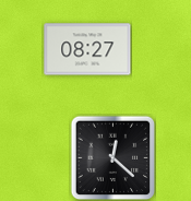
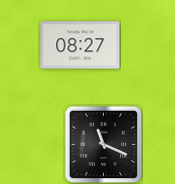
clock at (112, 157): 12:22 -> 11:19
